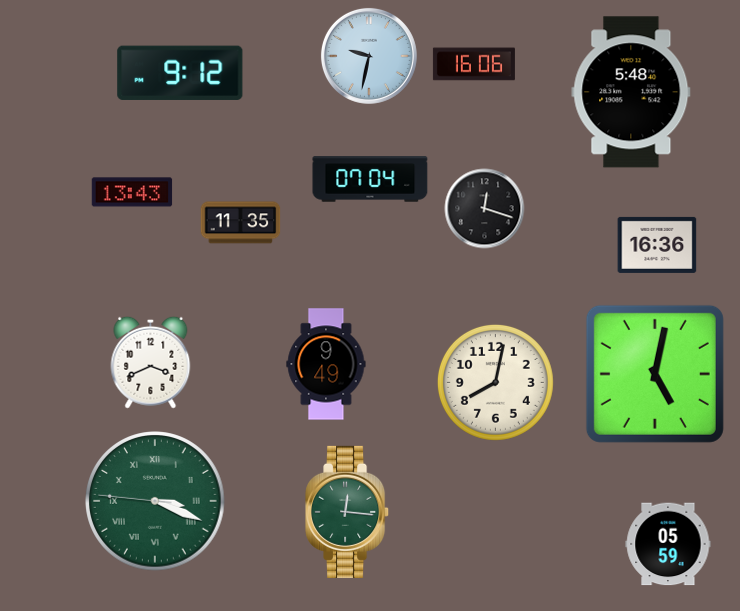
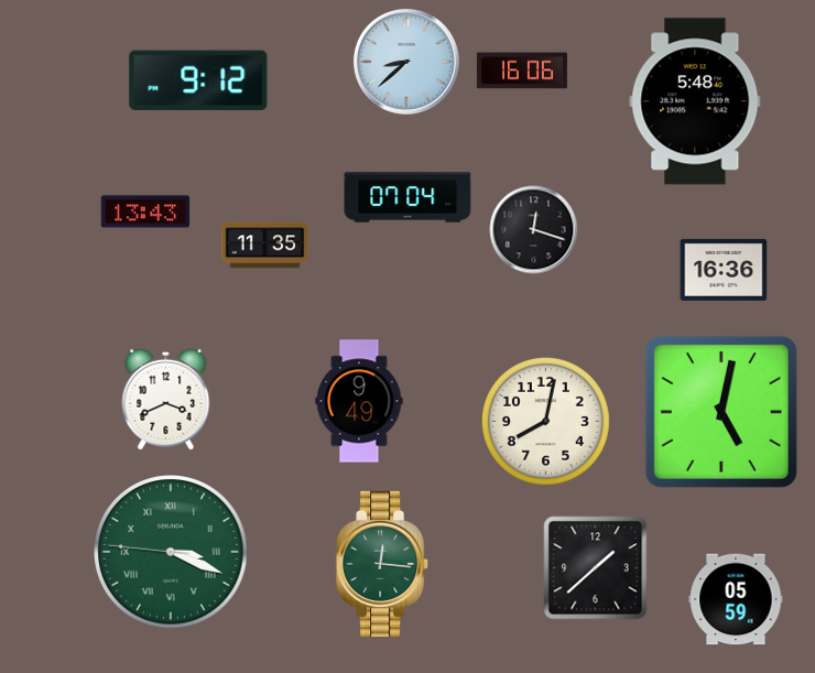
clock at (369, 56): 9:32 -> 8:38
clock at (596, 568): none -> 1:38
